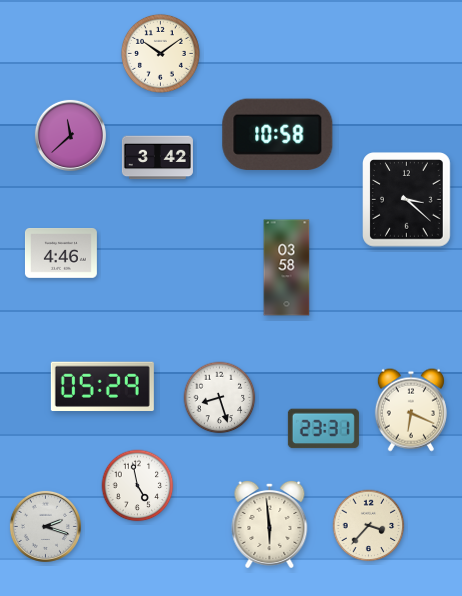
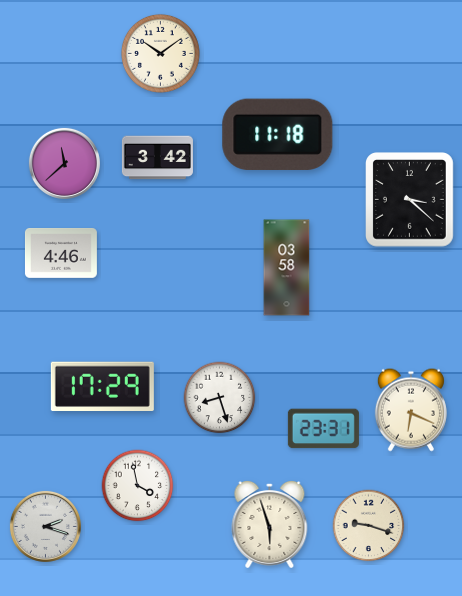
clock at (278, 134): 10:58 -> 11:18
clock at (70, 135) position: (70, 135) -> (64, 163)
clock at (407, 200) position: (407, 200) -> (410, 200)
clock at (102, 386): 05:29 -> 17:29
clock at (138, 486): 4:58 -> 3:58
clock at (270, 524): 5:59 -> 5:57
clock at (369, 526): 3:37 -> 9:18
